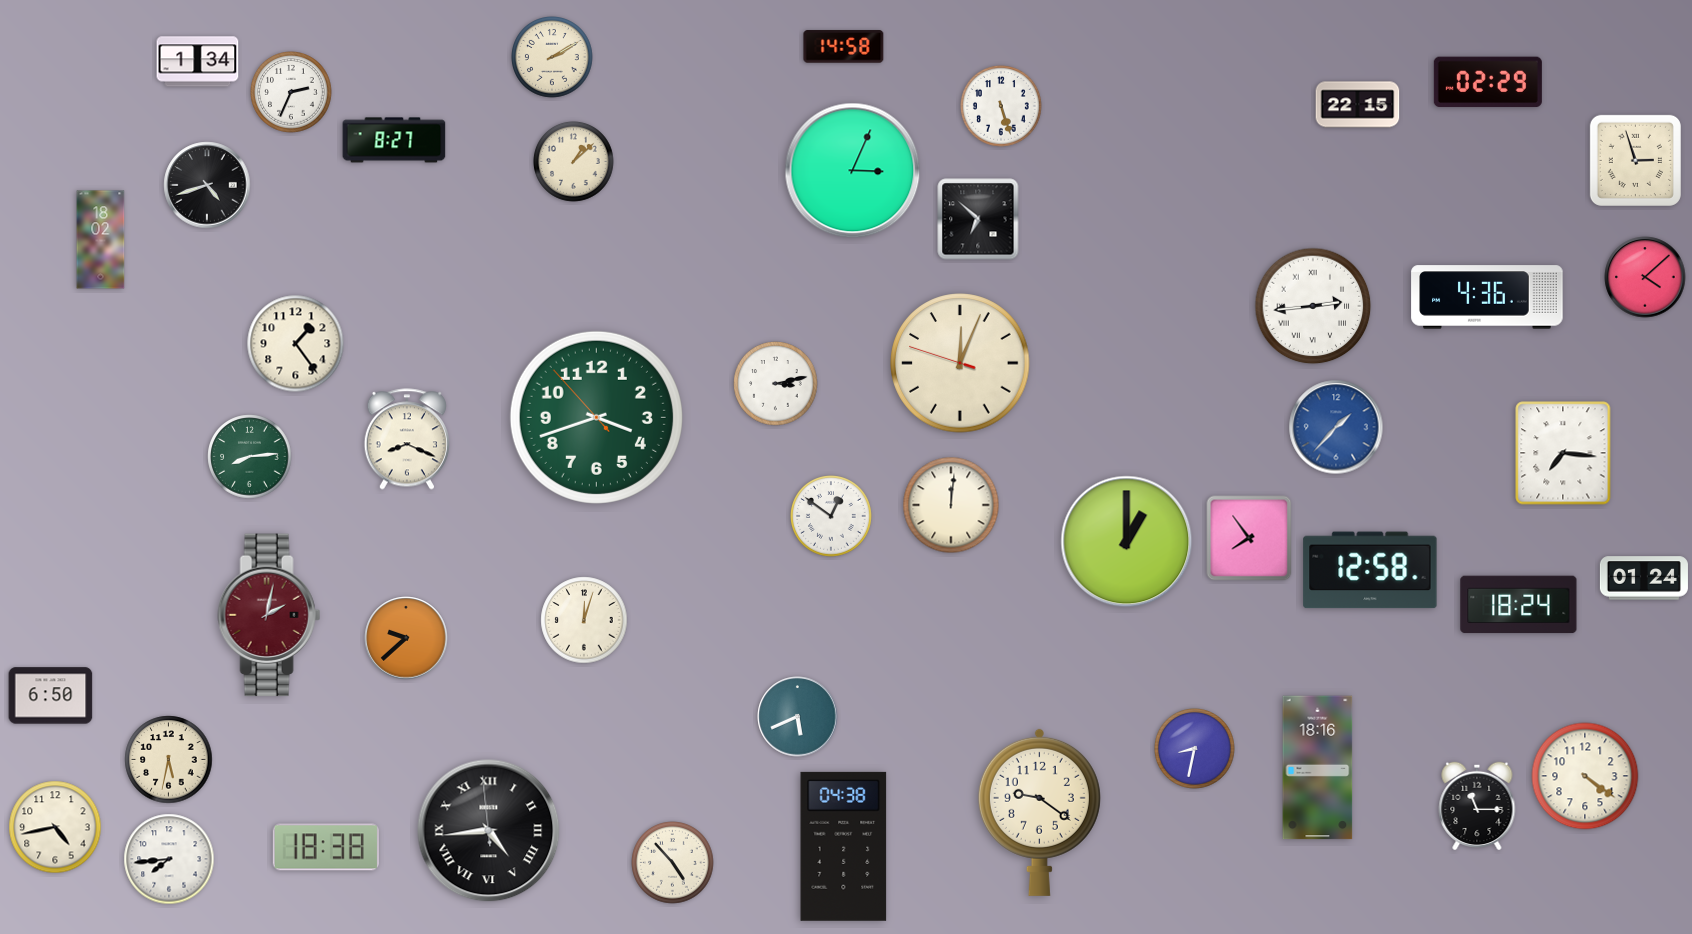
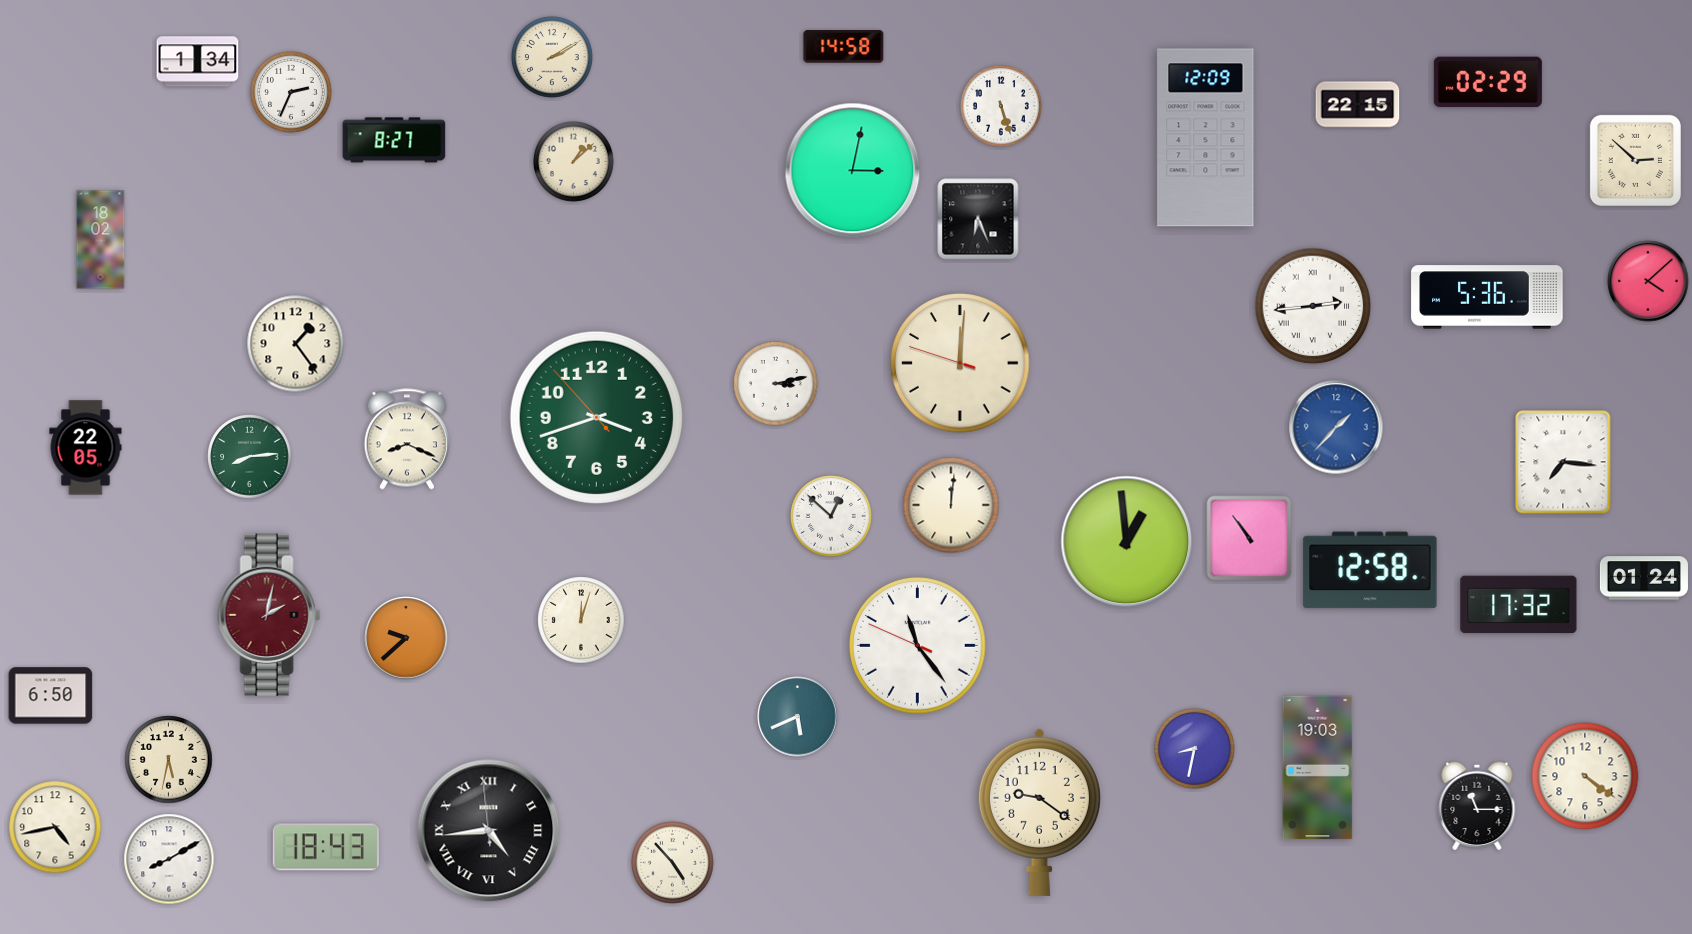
clock at (1206, 138): none -> 12:09
clock at (1635, 160): 2:57 -> 2:52
clock at (853, 171): 3:04 -> 3:02
clock at (207, 185): 4:42 -> none
clock at (978, 219): 6:52 -> 6:26
clock at (1645, 277) position: (1645, 277) -> (1648, 281)
clock at (1487, 297): 4:36 -> 5:36
clock at (960, 363): 12:03 -> 12:00
clock at (86, 448): none -> 22:05
clock at (1563, 453) position: (1563, 453) -> (1563, 462)
clock at (832, 517): 12:51 -> 12:52
clock at (1249, 538): 7:54 -> 10:54
clock at (1127, 542): 1:00 -> 12:59
clock at (1519, 605): 18:24 -> 17:32
clock at (584, 620) position: (584, 620) -> (581, 620)
clock at (918, 646): none -> 11:23
clock at (1318, 768): 18:16 -> 19:03
clock at (844, 846): 04:38 -> none
clock at (326, 847): 18:38 -> 18:43
clock at (169, 859): 7:44 -> 8:10
